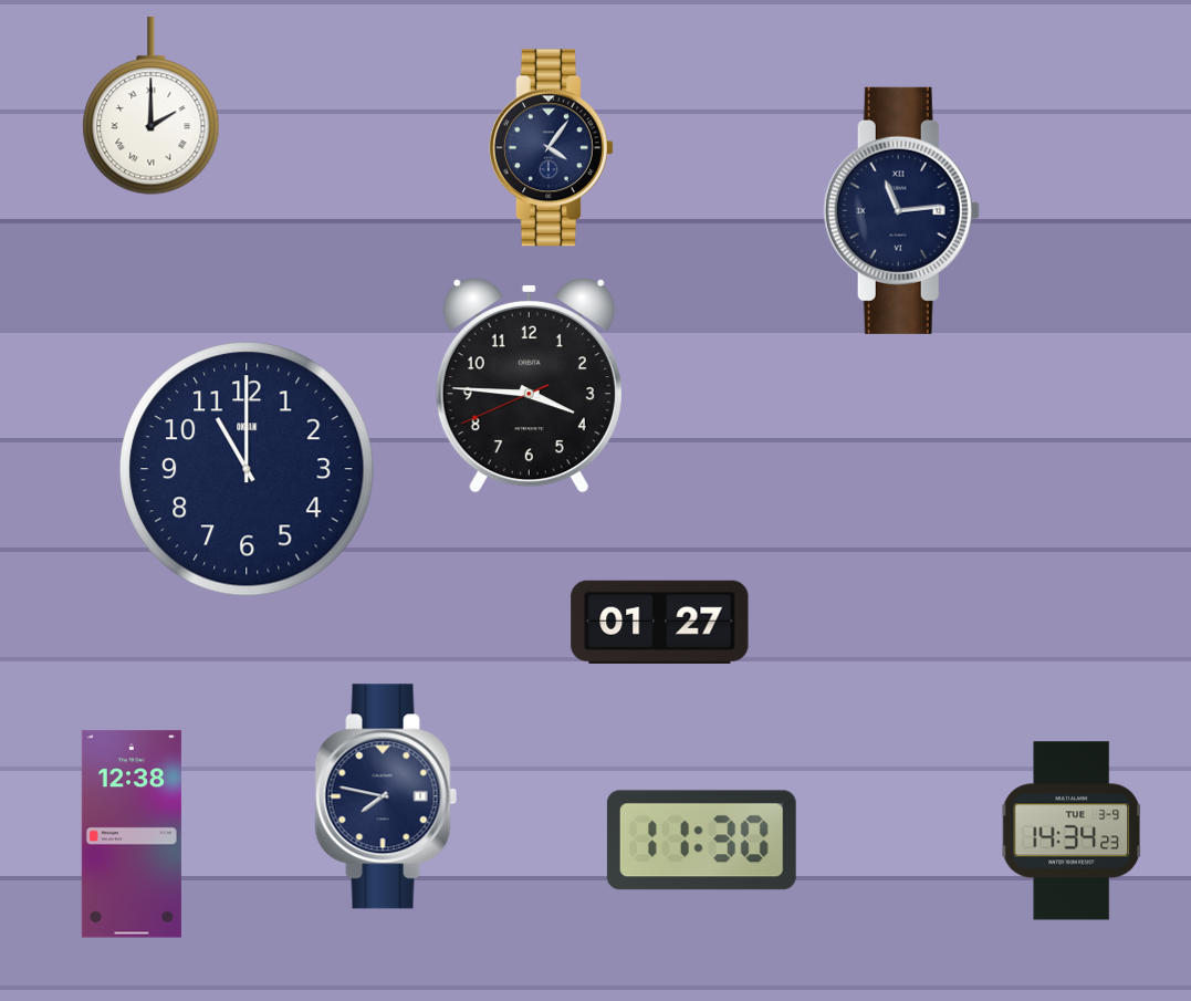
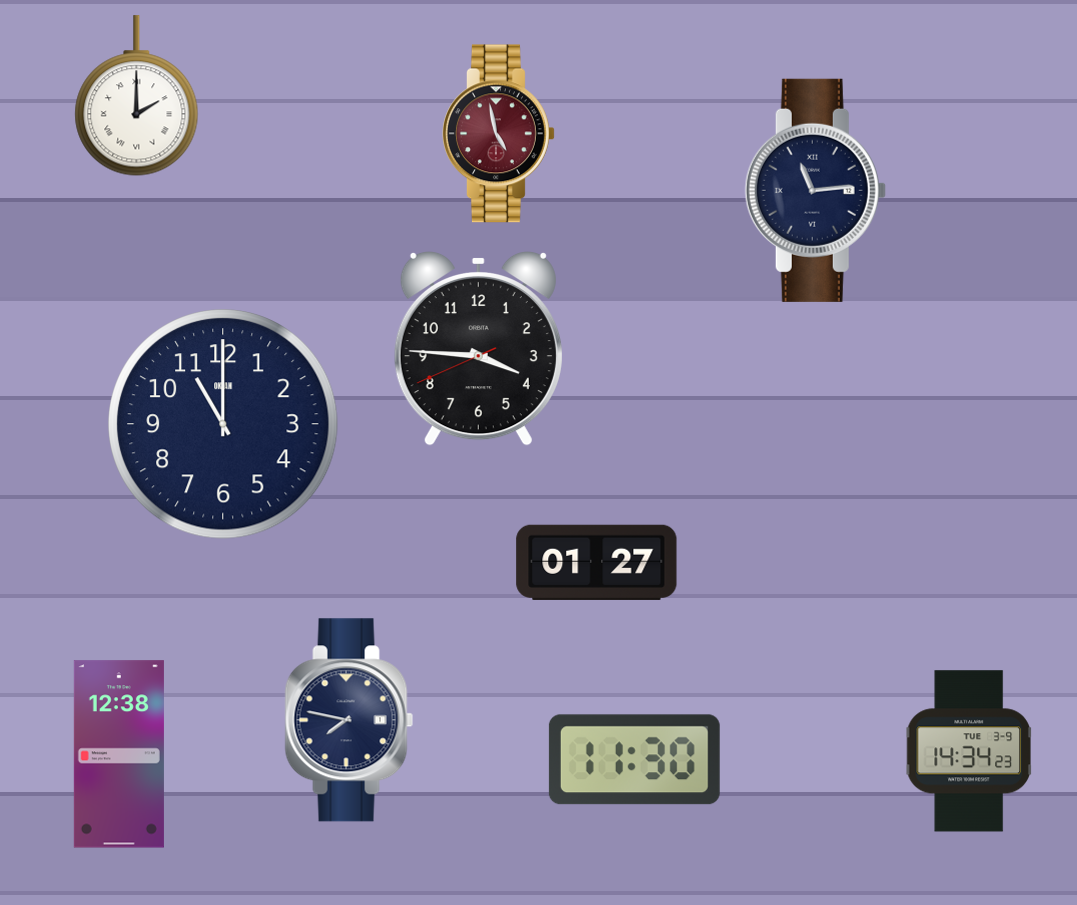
clock at (551, 148): 4:06 -> 4:58
clock at (551, 148) dial: navy -> burgundy
